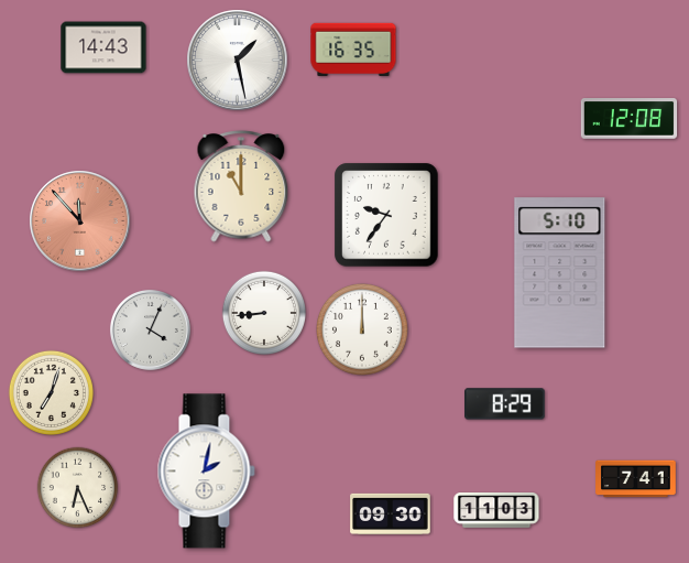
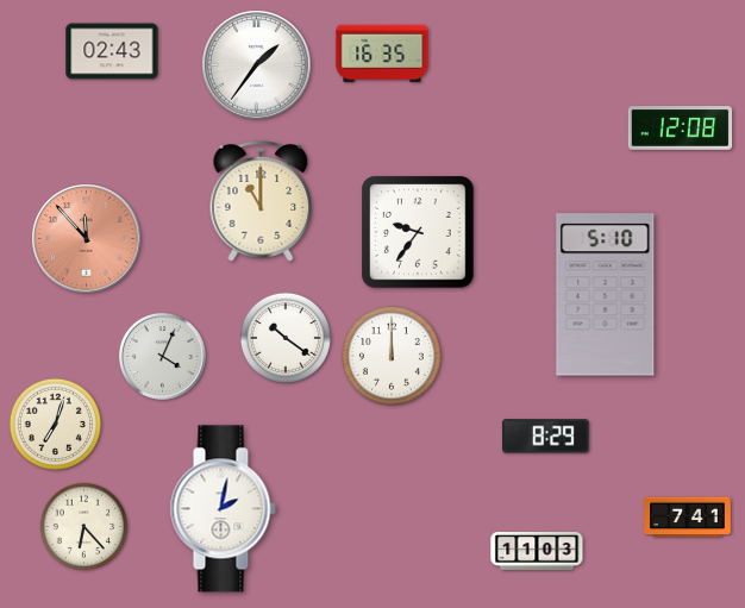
clock at (103, 47): 14:43 -> 02:43
clock at (238, 61): 1:28 -> 1:36
clock at (263, 312): 8:44 -> 10:21
clock at (78, 488): 6:26 -> 6:23
clock at (391, 513): 09:30 -> none
